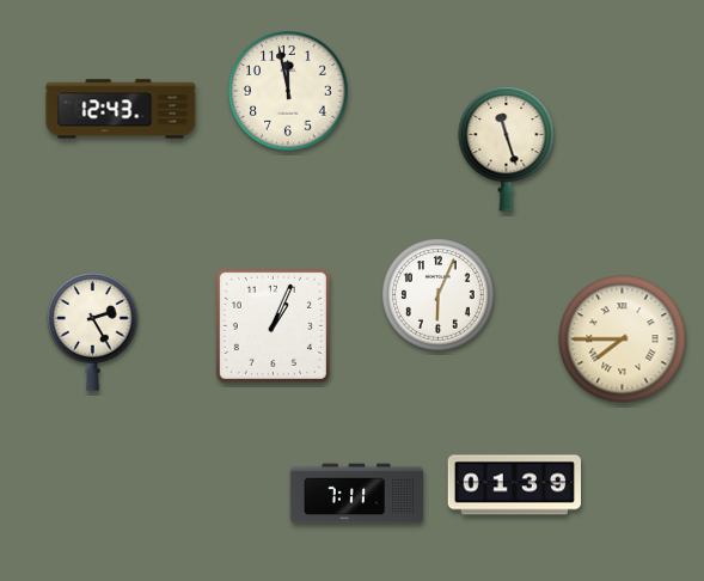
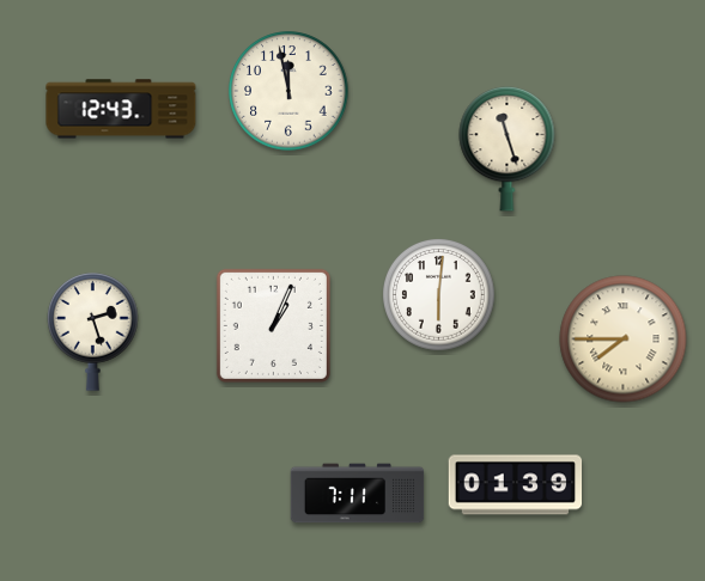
clock at (439, 295): 6:04 -> 6:01
clock at (93, 332): 2:25 -> 2:27
